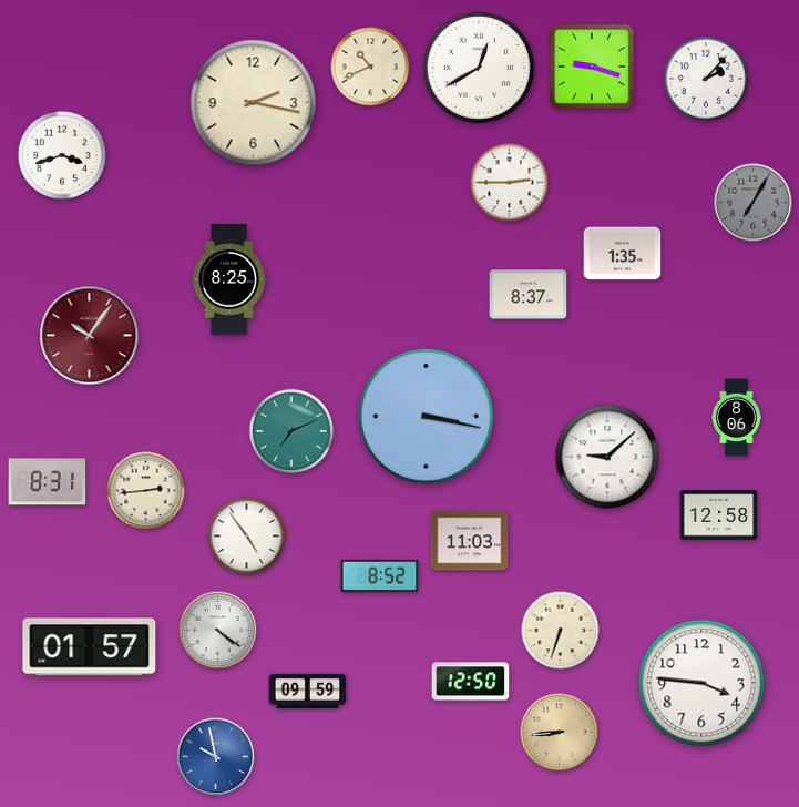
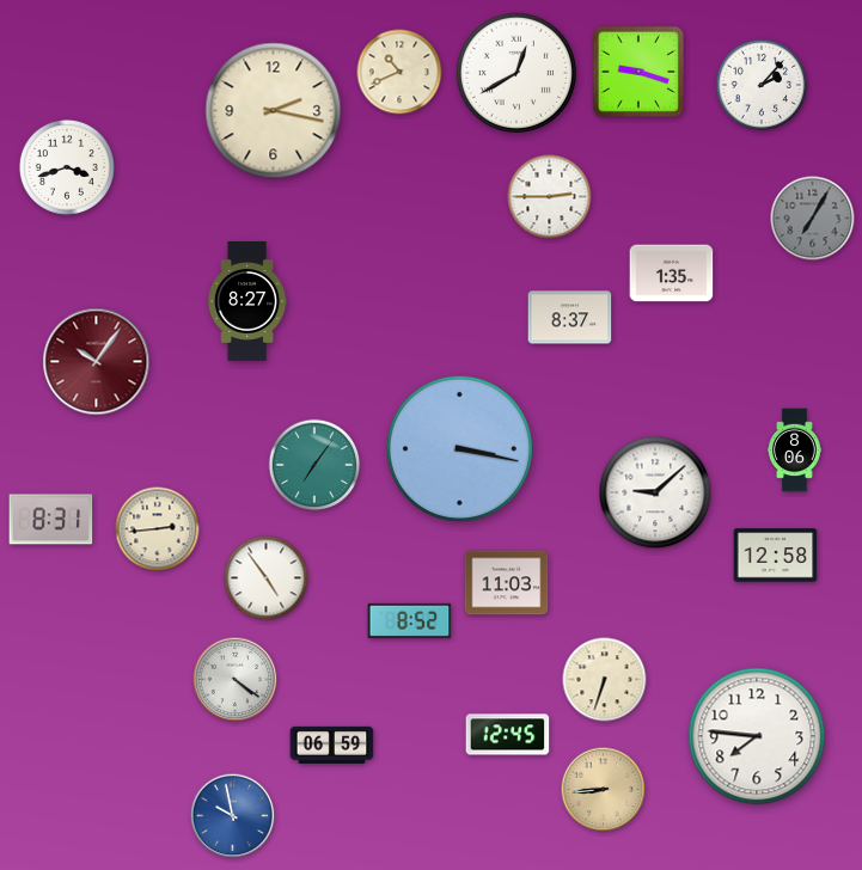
clock at (229, 280): 8:25 -> 8:27
clock at (291, 431): 7:11 -> 7:06
clock at (90, 647): 01:57 -> none
clock at (471, 682): 12:50 -> 12:45
clock at (701, 683): 3:46 -> 7:46
clock at (308, 691): 09:59 -> 06:59
